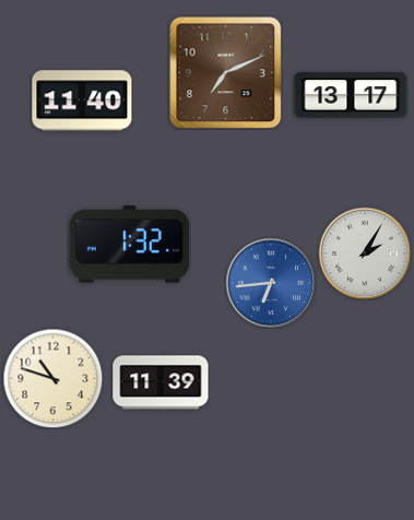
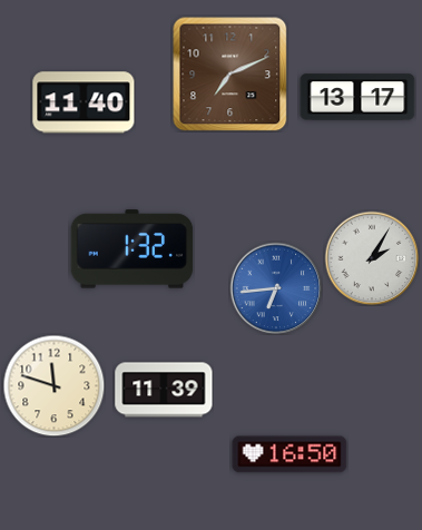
clock at (52, 378): 10:48 -> 11:48
clock at (289, 454): none -> 16:50
